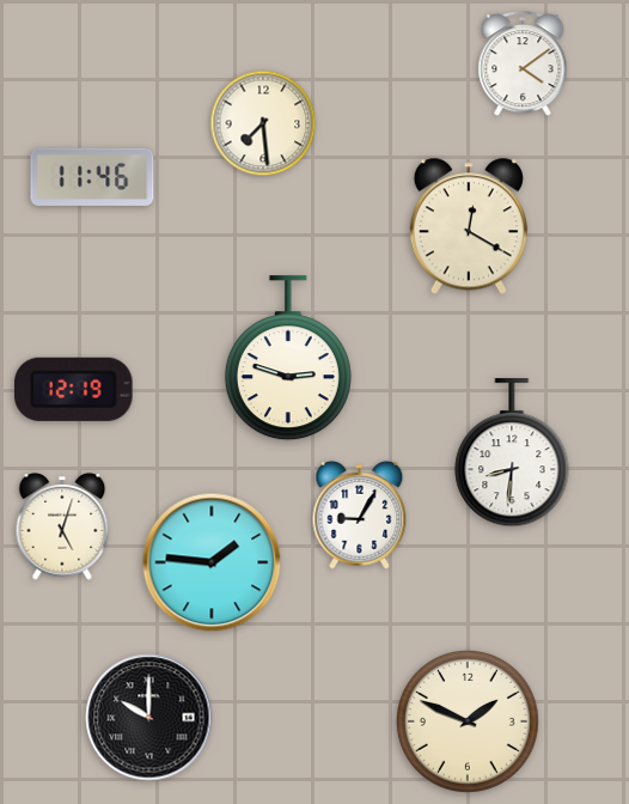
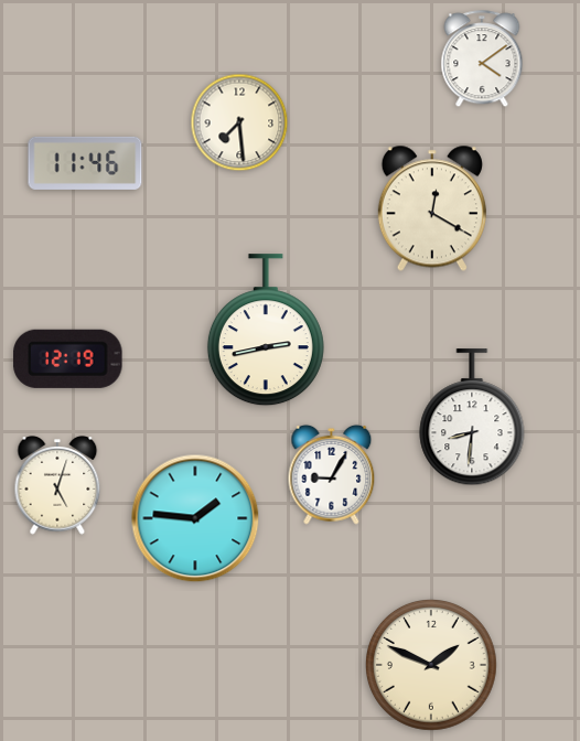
clock at (263, 123) position: (263, 123) -> (239, 122)
clock at (288, 359): 2:48 -> 2:43
clock at (149, 718): 10:00 -> none
